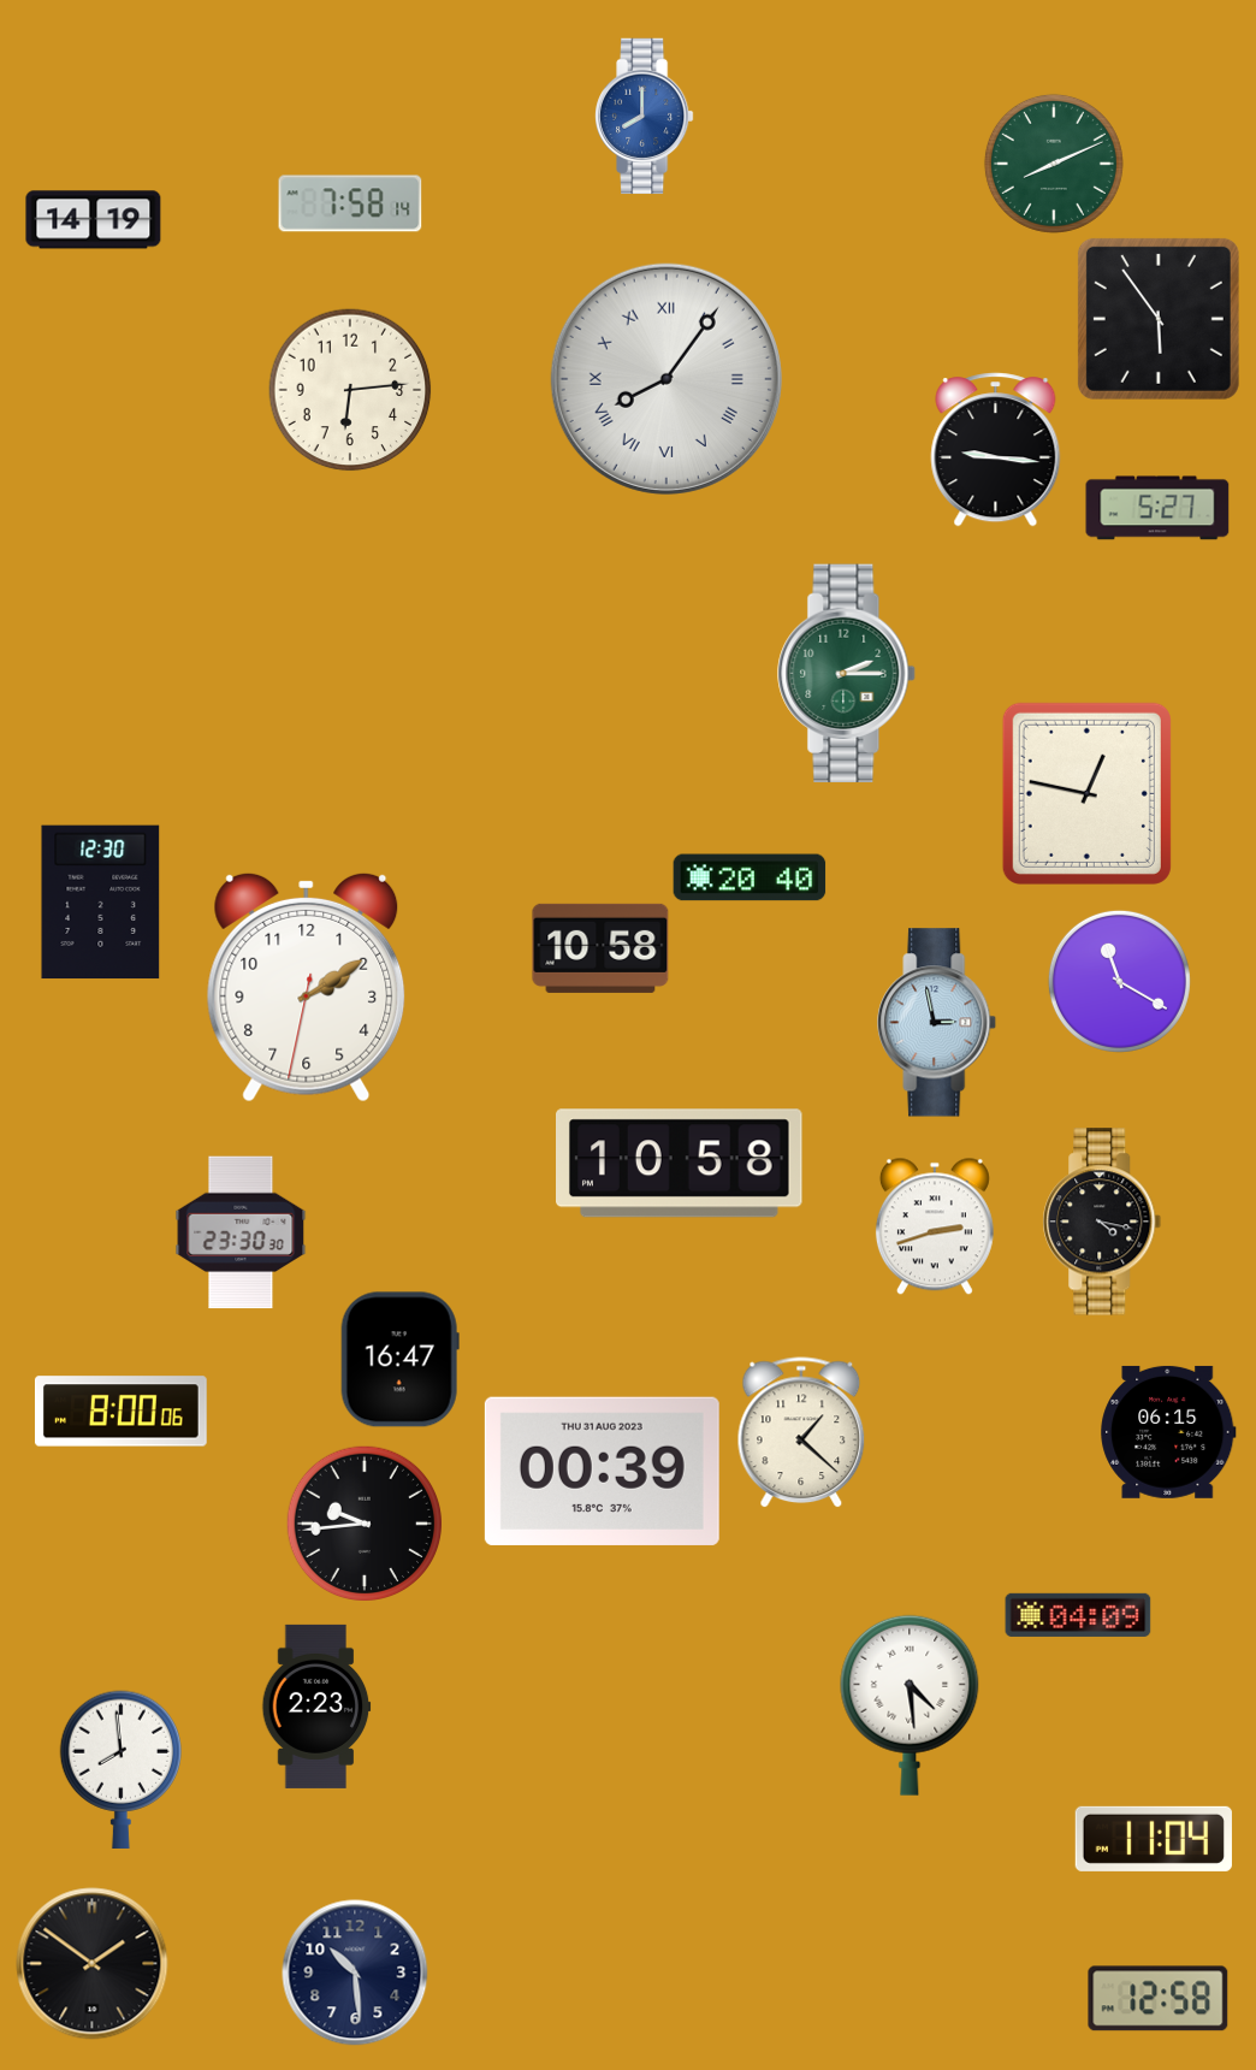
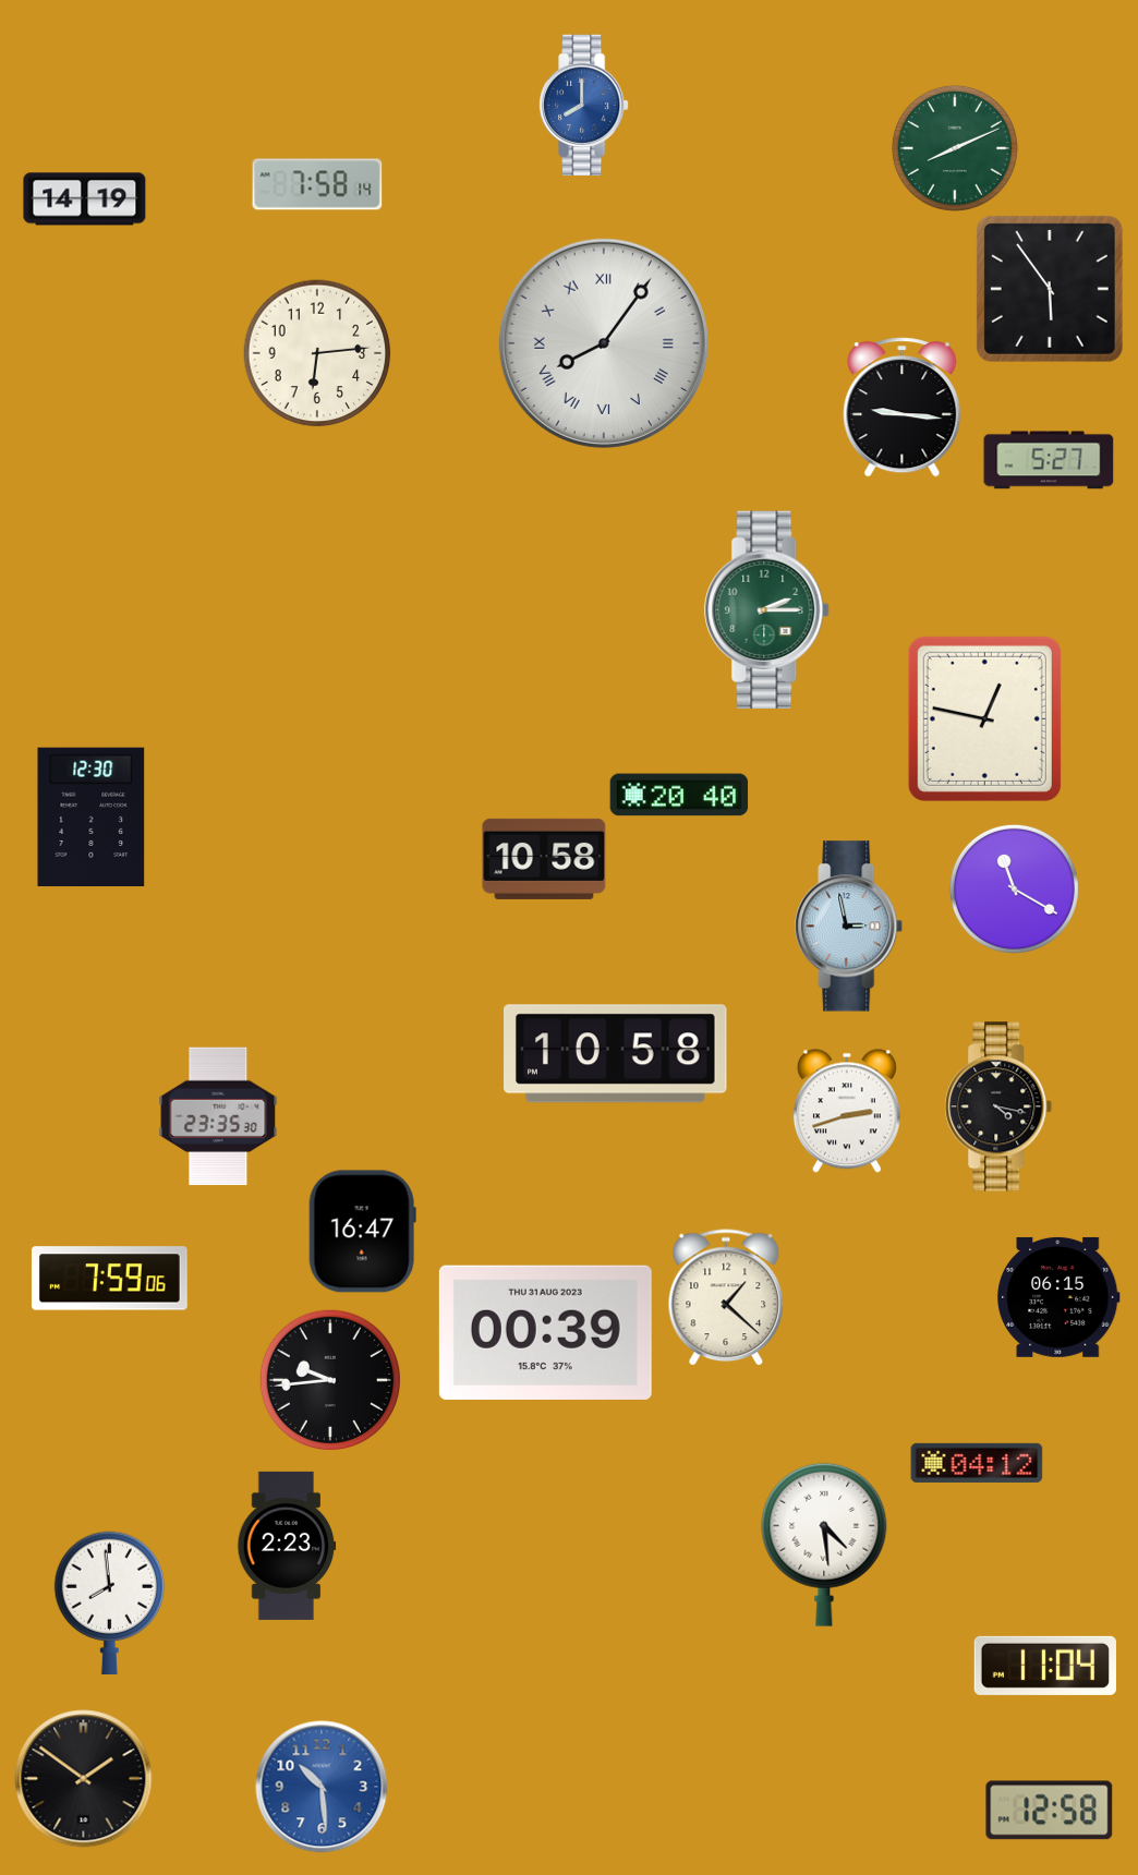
clock at (307, 987): 2:09 -> none
clock at (241, 1232): 23:30 -> 23:35
clock at (120, 1412): 8:00 -> 7:59
clock at (1078, 1615): 04:09 -> 04:12
clock at (355, 1973) dial: navy -> blue
